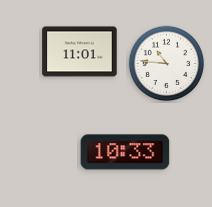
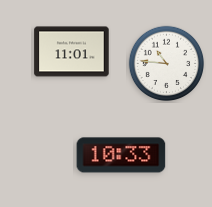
clock at (80, 52) position: (80, 52) -> (72, 52)
clock at (125, 152) position: (125, 152) -> (121, 155)
